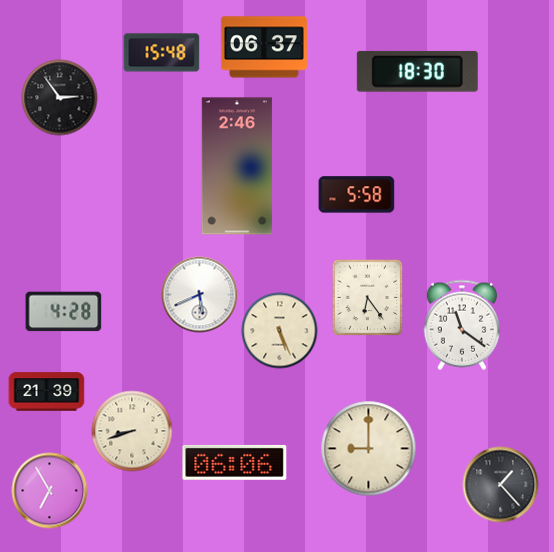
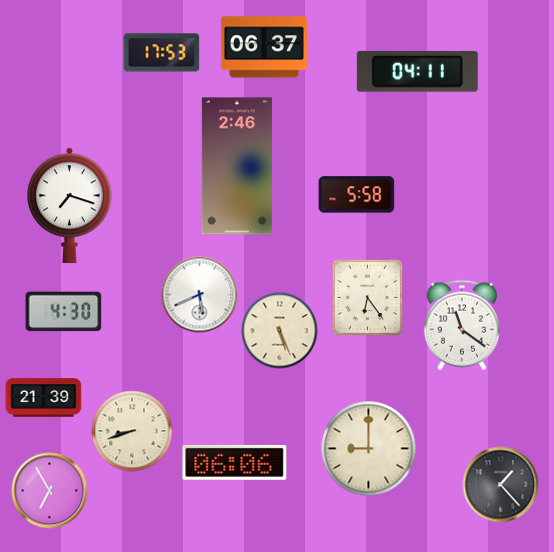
clock at (162, 53): 15:48 -> 17:53
clock at (417, 71): 18:30 -> 04:11
clock at (60, 98): 2:54 -> none
clock at (70, 205): none -> 7:18
clock at (64, 312): 4:28 -> 4:30
clock at (47, 392) position: (47, 392) -> (44, 398)
